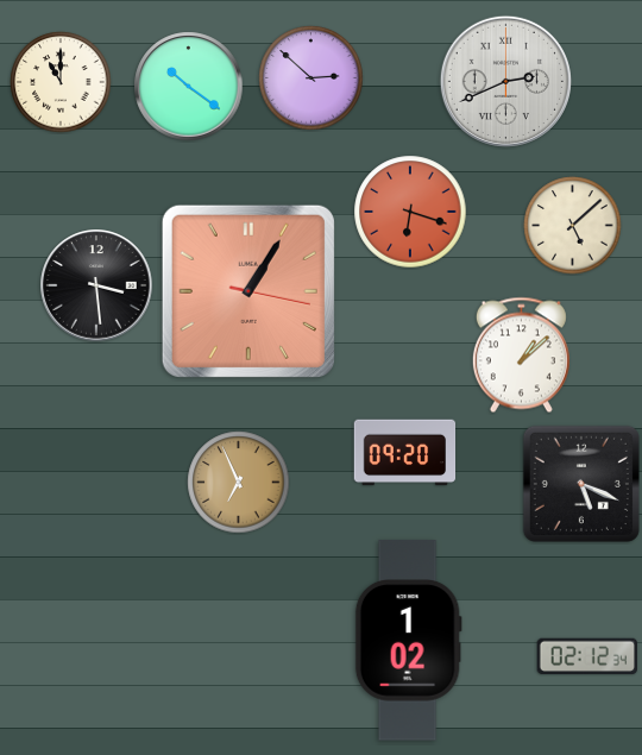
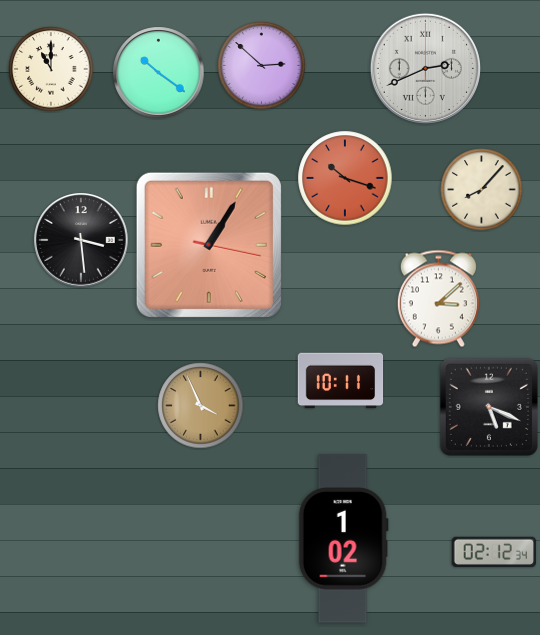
clock at (410, 212): 6:18 -> 10:18
clock at (573, 226): 5:08 -> 8:07
clock at (521, 356): 1:08 -> 3:08
clock at (405, 453): 09:20 -> 10:11
clock at (239, 483): 6:56 -> 3:56
